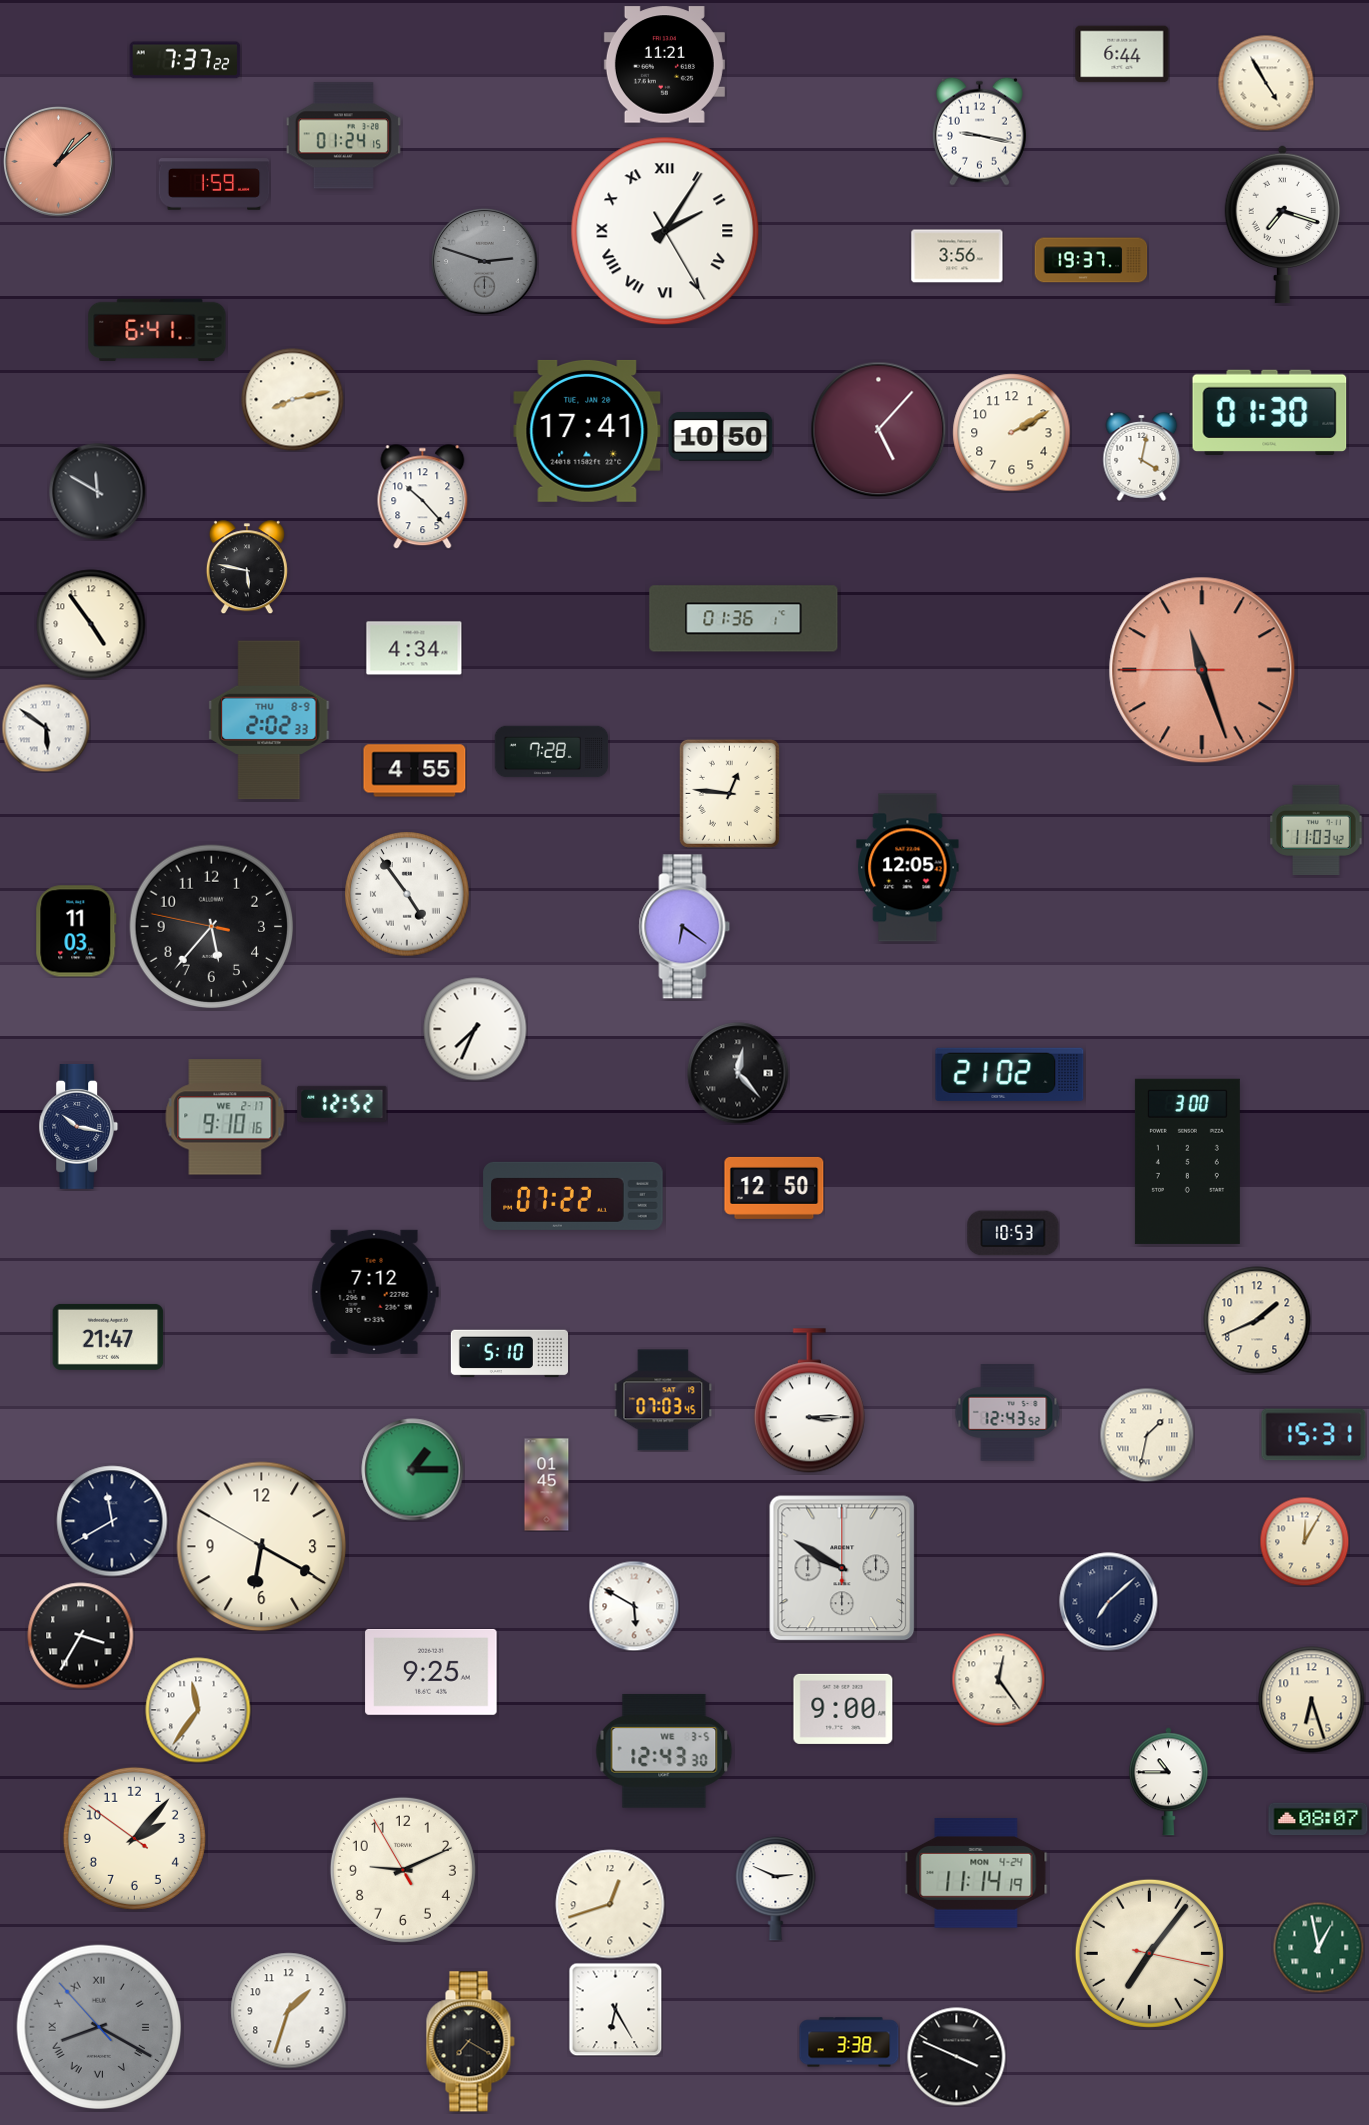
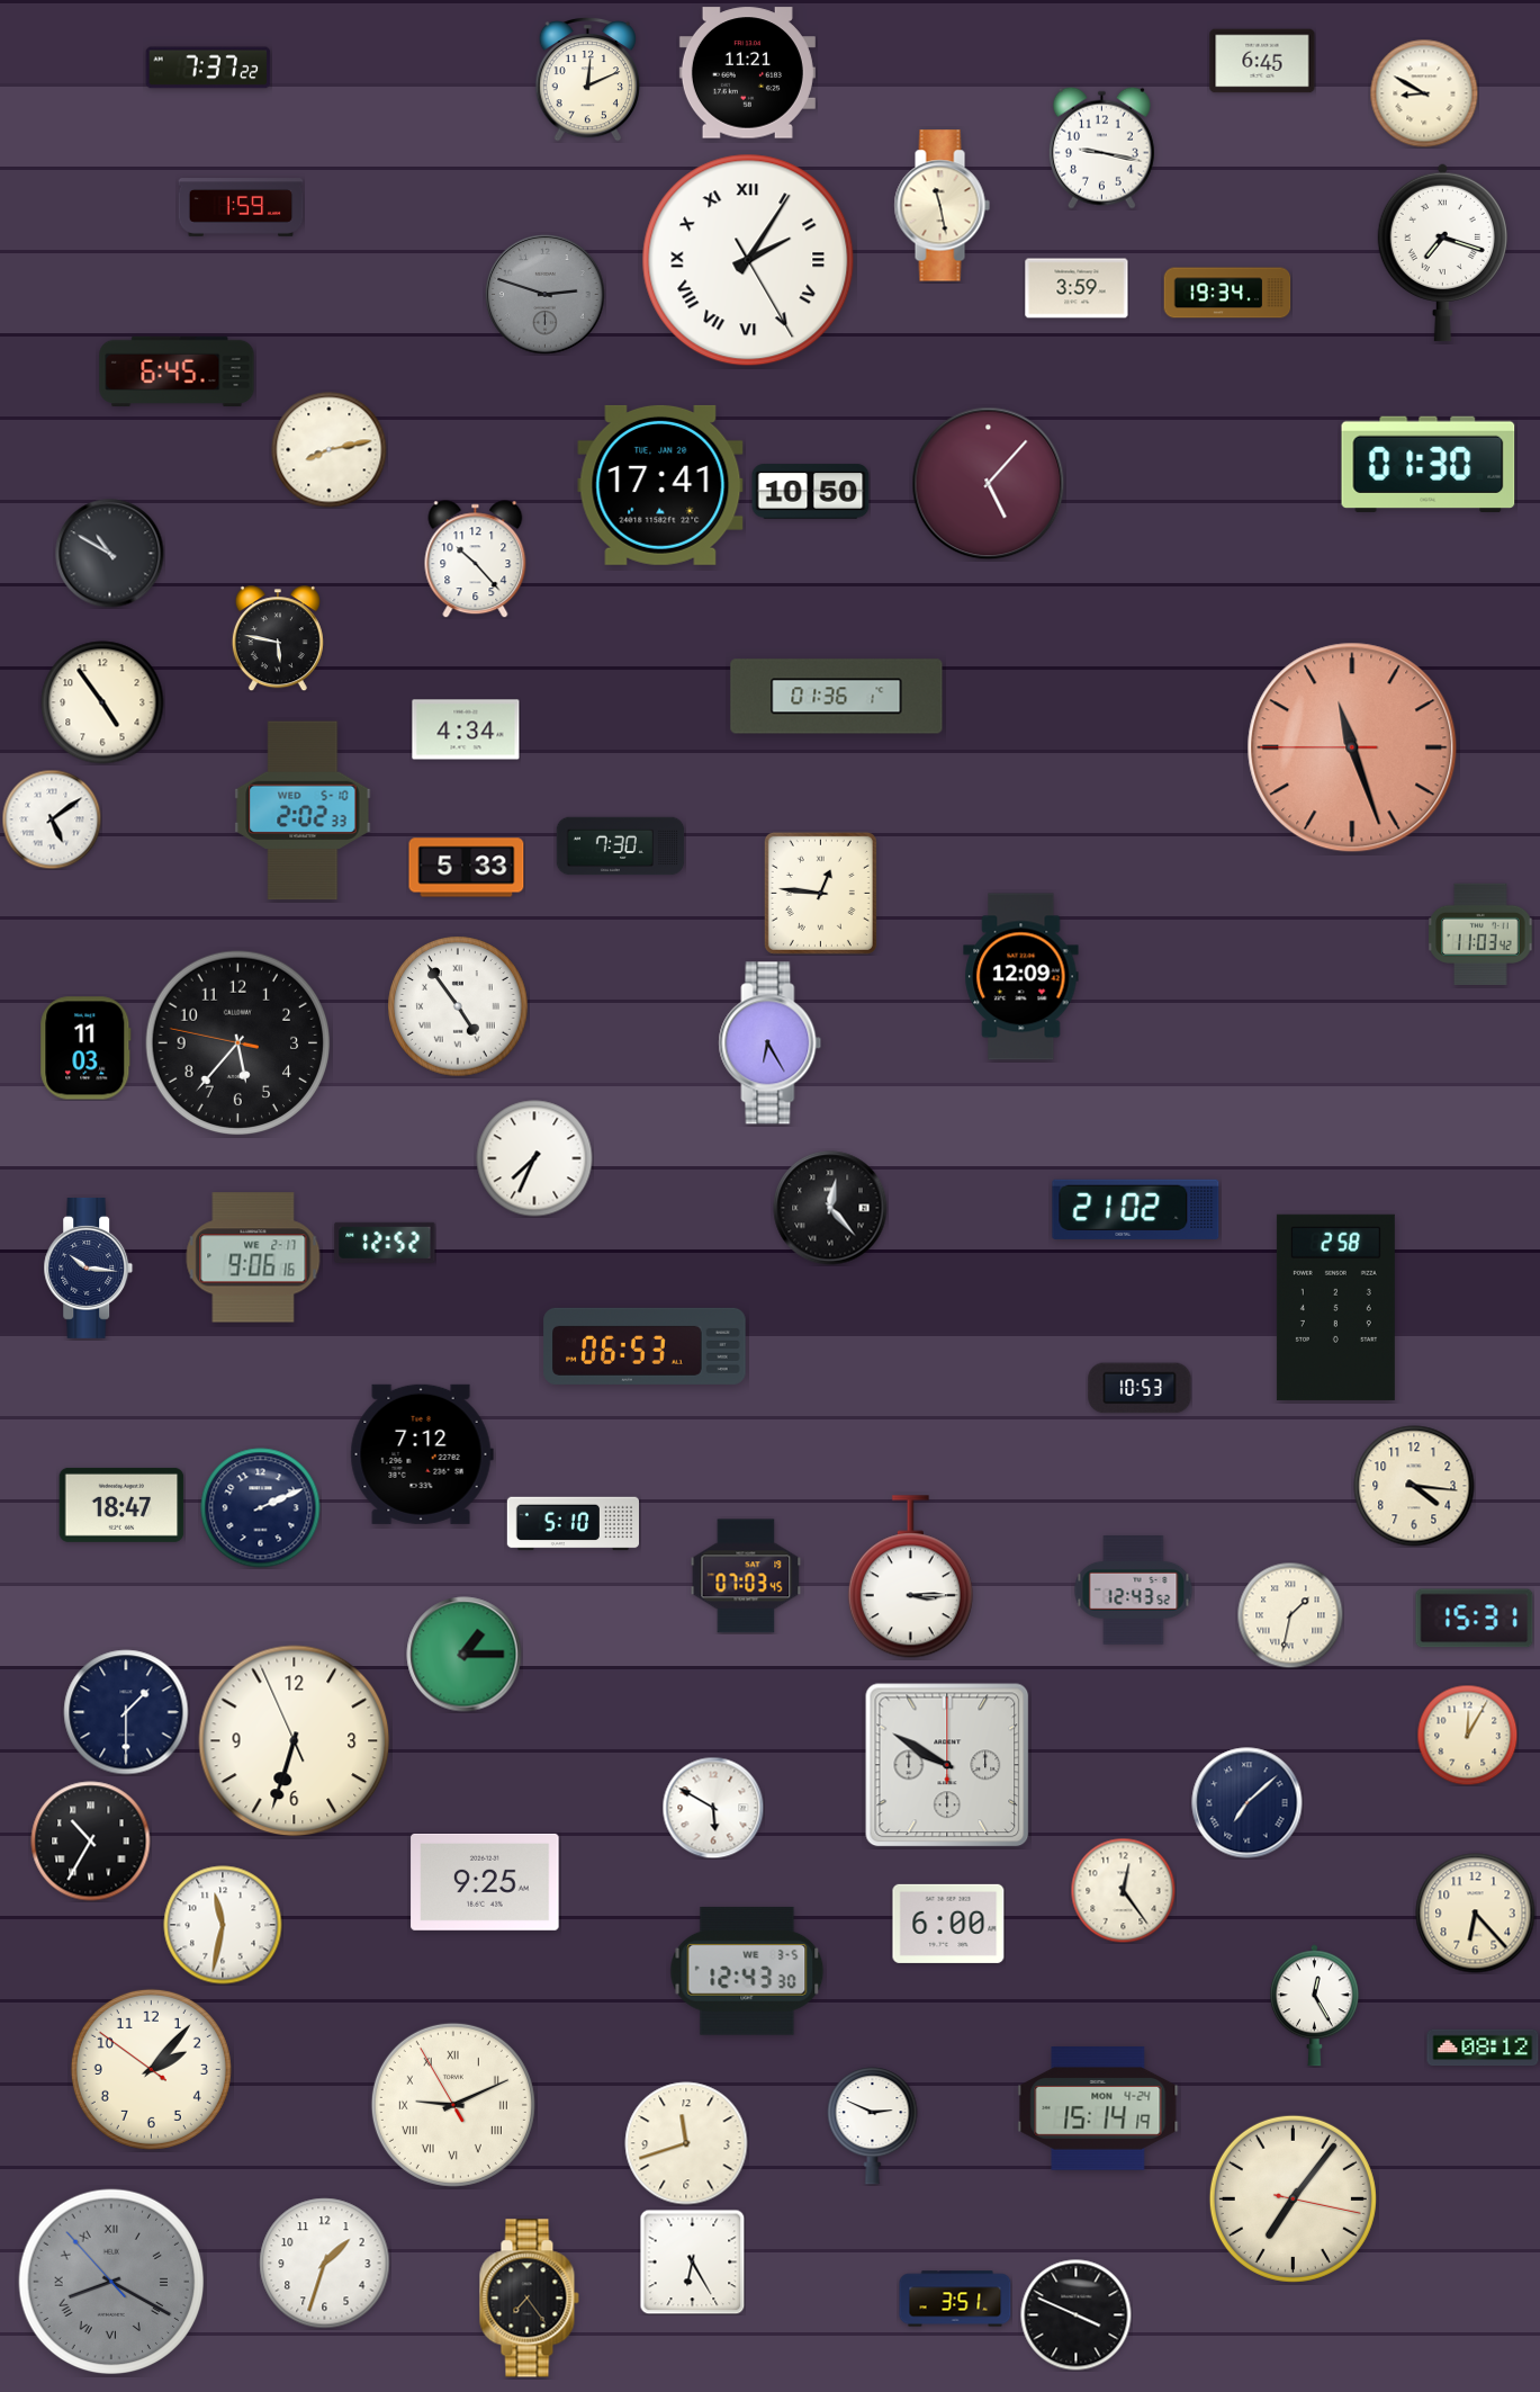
clock at (1122, 54): 6:44 -> 6:45
clock at (587, 79): none -> 12:11
clock at (1266, 83): 4:55 -> 8:50
clock at (343, 136): 01:24 -> none
clock at (59, 162): 1:08 -> none
clock at (942, 206): none -> 11:28
clock at (957, 256): 3:56 -> 3:59
clock at (1091, 260): 19:37 -> 19:34
clock at (157, 330): 6:41 -> 6:45
clock at (1012, 433): 2:10 -> none
clock at (1142, 457): 4:02 -> none
clock at (98, 492): 11:50 -> 10:50
clock at (1202, 670) position: (1202, 670) -> (1352, 747)
clock at (269, 720) date: THU 8-9 -> WED 5-10
clock at (46, 728): 5:51 -> 5:09
clock at (552, 752): 7:28 -> 7:30
clock at (415, 771): 4:55 -> 5:33
clock at (908, 868): 12:05 -> 12:09
clock at (685, 927): 6:21 -> 6:25
clock at (225, 1117): 9:10 -> 9:06
clock at (79, 1126): 10:17 -> 10:16
clock at (1187, 1161): 3:00 -> 2:58
clock at (774, 1188): 12:50 -> none
clock at (573, 1196): 07:22 -> 06:53
clock at (1257, 1320): 1:41 -> 4:16
clock at (108, 1337): 21:47 -> 18:47
clock at (261, 1508): none -> 2:11
clock at (1314, 1435) position: (1314, 1435) -> (1475, 1619)
clock at (547, 1485): 01:45 -> none
clock at (112, 1521): 11:40 -> 1:30
clock at (262, 1547): 6:19 -> 6:32
clock at (81, 1636): 3:35 -> 10:35
clock at (1312, 1700): 6:27 -> 6:23
clock at (843, 1709): 9:00 -> 6:00
clock at (198, 1710): 11:36 -> 11:32
clock at (1168, 1782): 10:45 -> 12:25
clock at (1318, 1819): 08:07 -> 08:12
clock at (403, 1870) numerals: Arabic -> Roman
clock at (976, 1874): 11:14 -> 15:14
clock at (610, 1904): 12:42 -> 11:42
clock at (1318, 1947): 12:58 -> none
clock at (470, 2042): 7:20 -> 7:24
clock at (849, 2042): 3:38 -> 3:51
